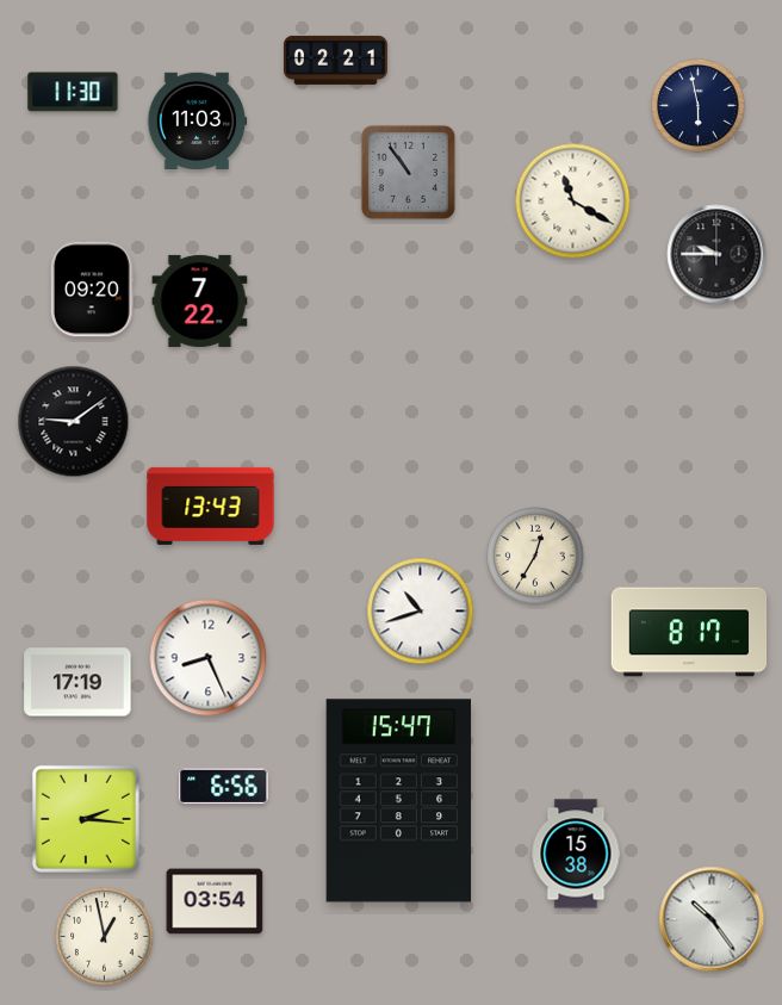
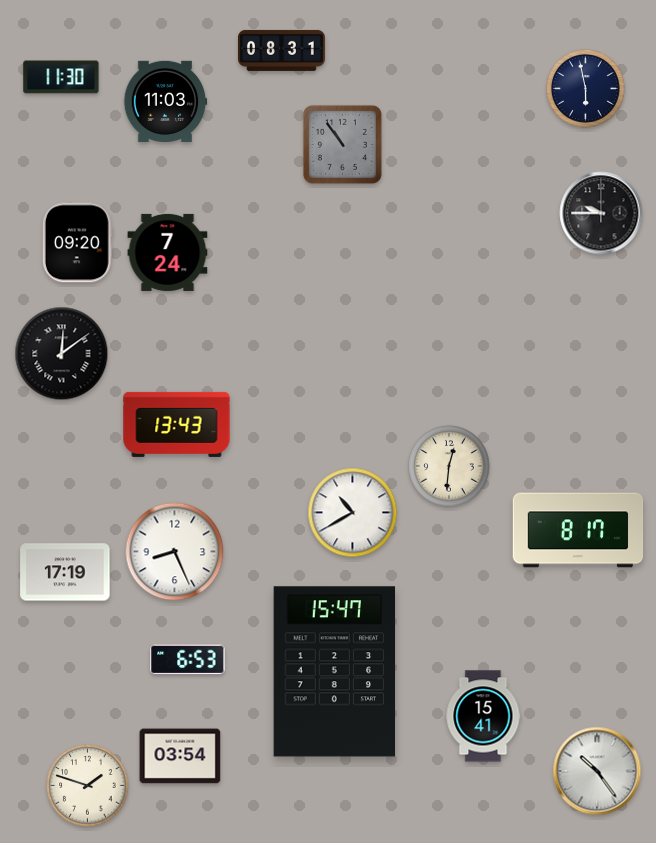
clock at (336, 60): 02:21 -> 08:31
clock at (573, 201): 11:20 -> none
clock at (200, 300): 7:22 -> 7:24
clock at (74, 422): 9:09 -> 12:09
clock at (535, 556): 12:35 -> 12:31
clock at (421, 612): 10:42 -> 10:40
clock at (224, 787): 6:56 -> 6:53
clock at (86, 819): 2:16 -> none
clock at (576, 854): 15:38 -> 15:41
clock at (105, 937): 12:58 -> 1:48
